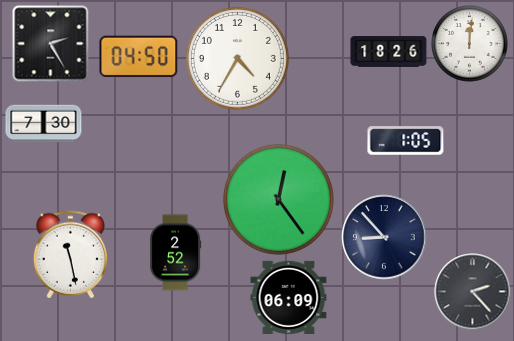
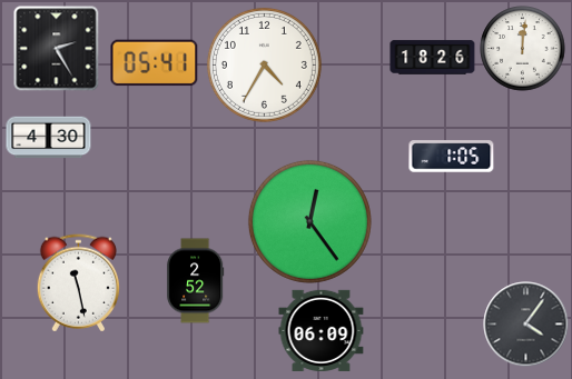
clock at (139, 57): 04:50 -> 05:41
clock at (44, 124): 7:30 -> 4:30
clock at (384, 237): 8:53 -> none
clock at (473, 292): 2:23 -> 4:06
